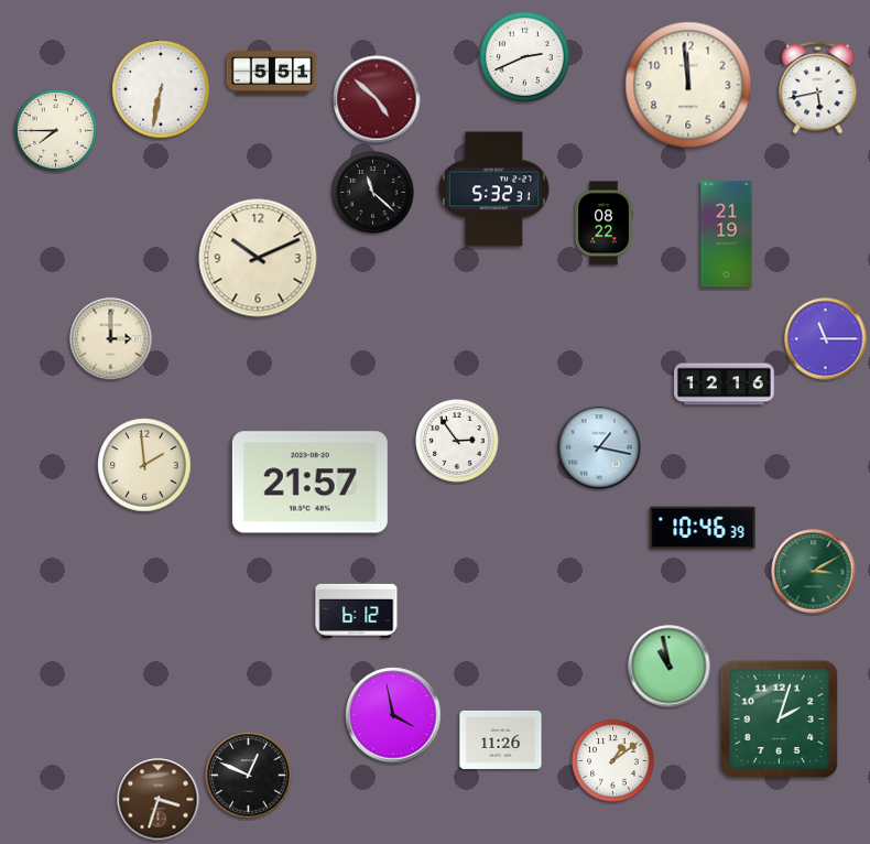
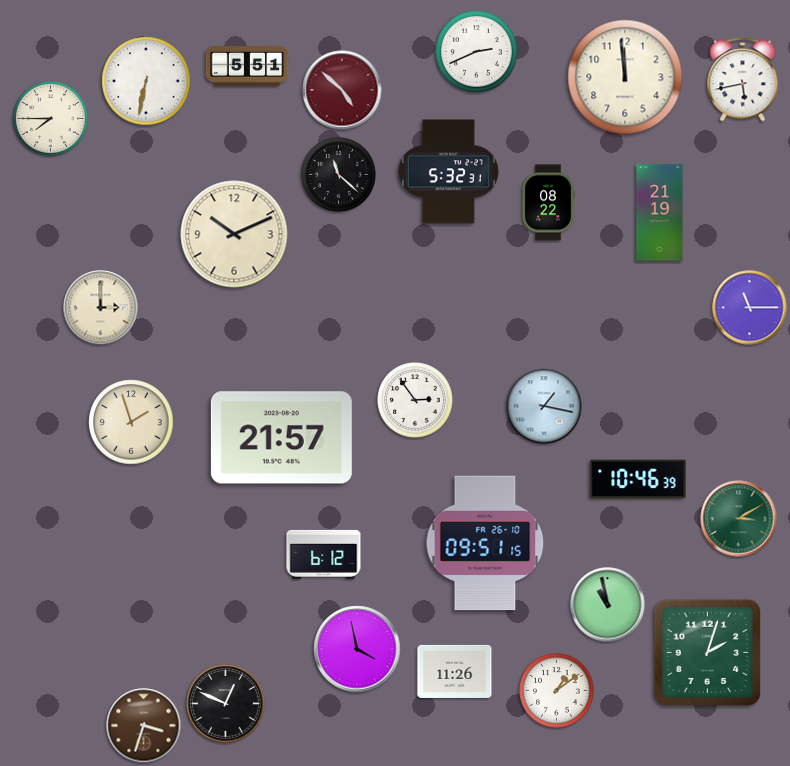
clock at (725, 385): 12:16 -> none
clock at (144, 465): 1:59 -> 1:57
clock at (485, 543): none -> 09:51
